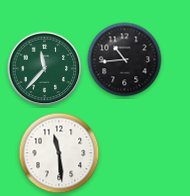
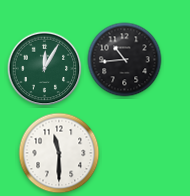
clock at (45, 69): 11:37 -> 12:05
clock at (59, 153): 11:29 -> 11:30
